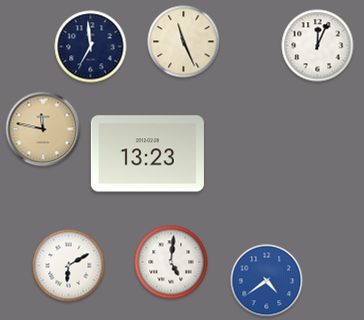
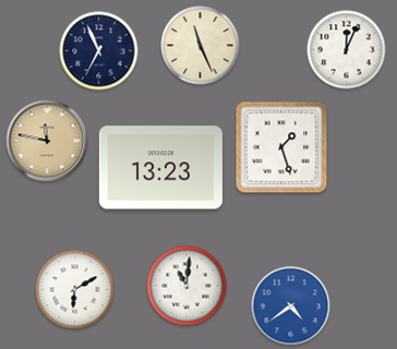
clock at (91, 47): 6:59 -> 6:56
clock at (281, 147): none -> 1:27
clock at (171, 262): 5:01 -> 11:01
